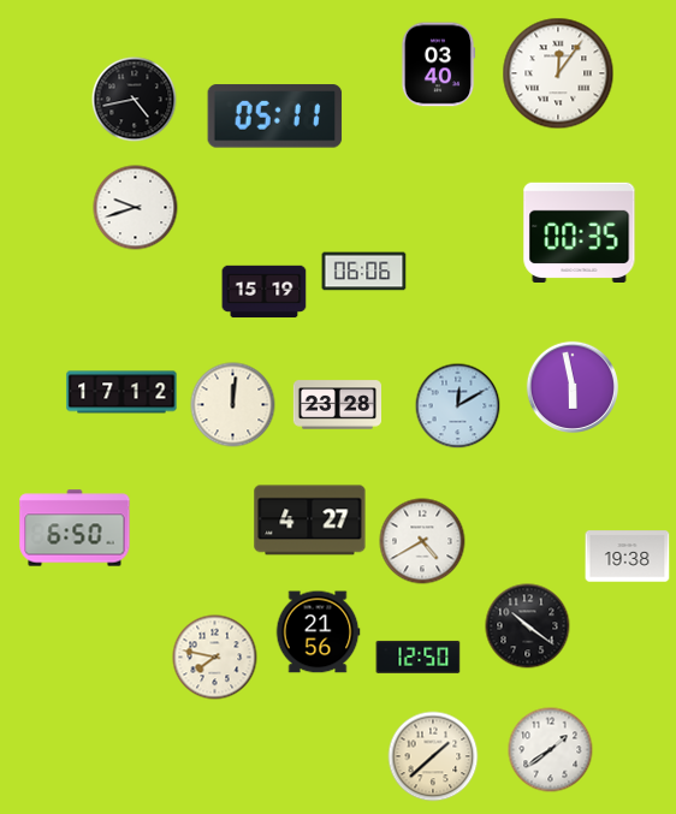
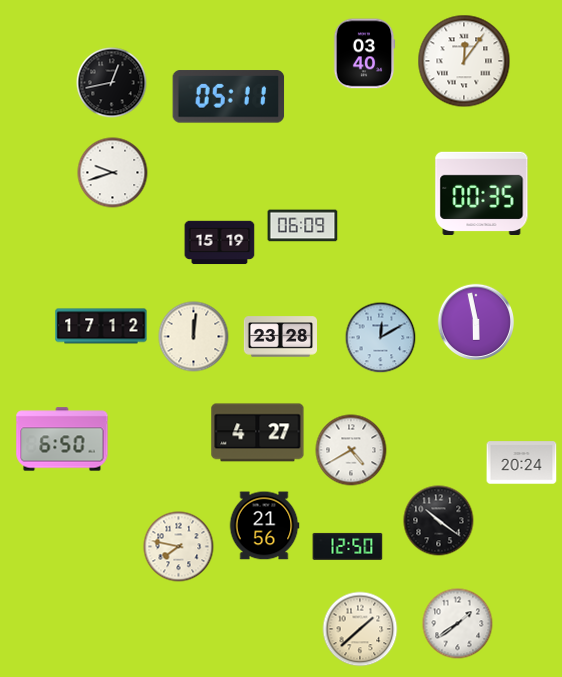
clock at (135, 100): 4:43 -> 12:43
clock at (364, 272): 06:06 -> 06:09
clock at (628, 557): 19:38 -> 20:24
